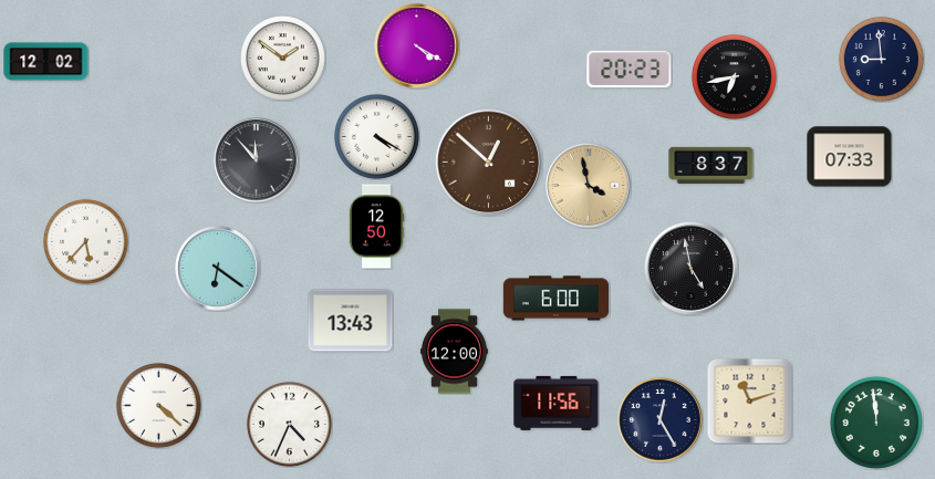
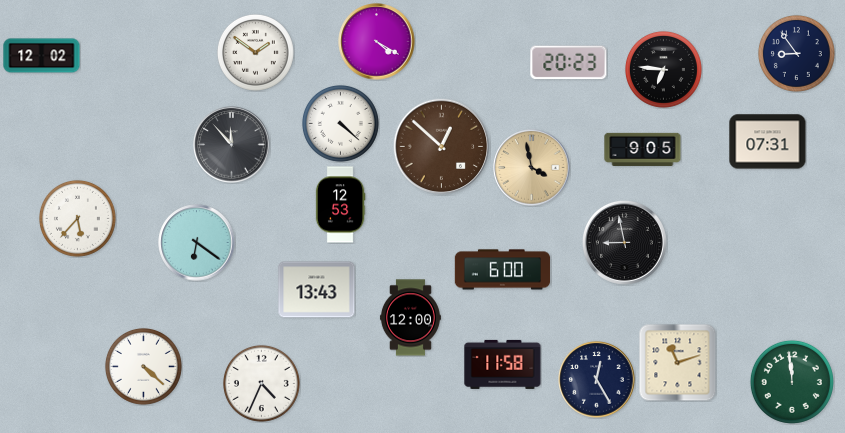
clock at (881, 59): 8:59 -> 8:54
clock at (734, 76): 6:43 -> 6:46
clock at (376, 136): 4:20 -> 4:22
clock at (850, 157): 07:33 -> 07:31
clock at (711, 165): 8:37 -> 9:05
clock at (376, 227): 12:50 -> 12:53
clock at (690, 268): 4:58 -> 8:58
clock at (557, 403): 11:56 -> 11:58
